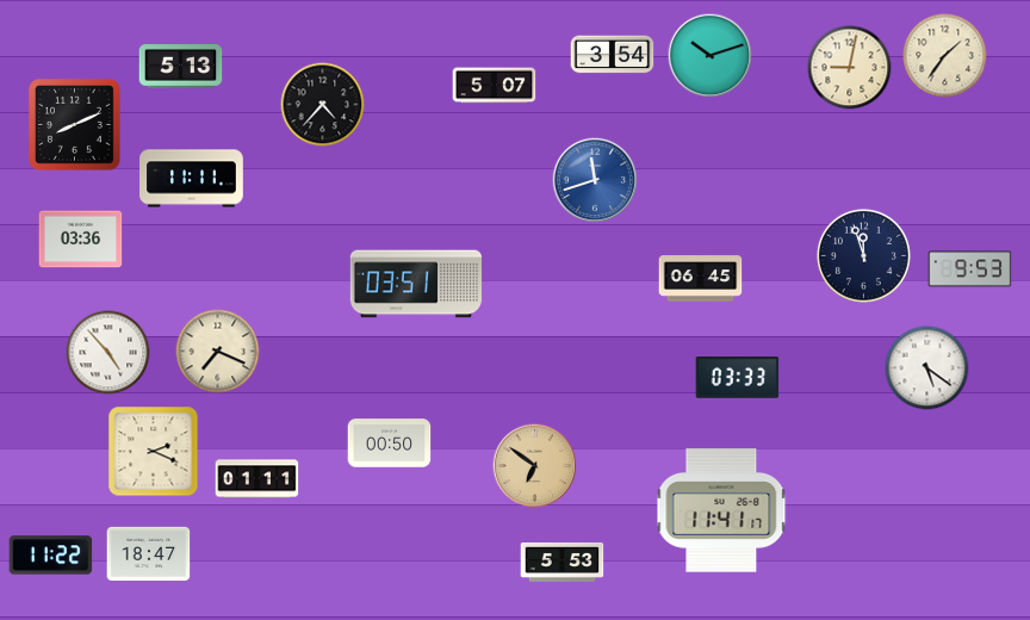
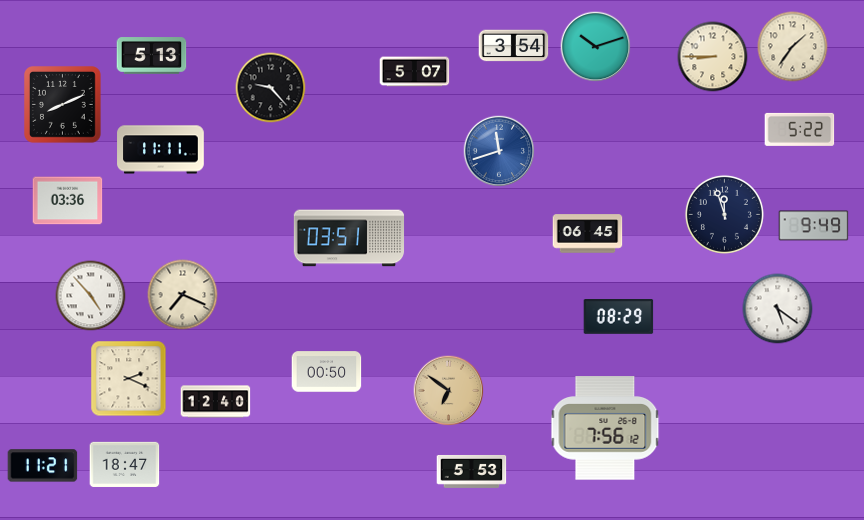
clock at (850, 68): 9:02 -> 8:45
clock at (323, 105): 4:37 -> 9:23
clock at (800, 129): none -> 5:22
clock at (970, 269): 9:53 -> 9:49
clock at (738, 378): 03:33 -> 08:29
clock at (257, 479): 01:11 -> 12:40
clock at (721, 510): 11:41 -> 7:56
clock at (51, 556): 11:22 -> 11:21
